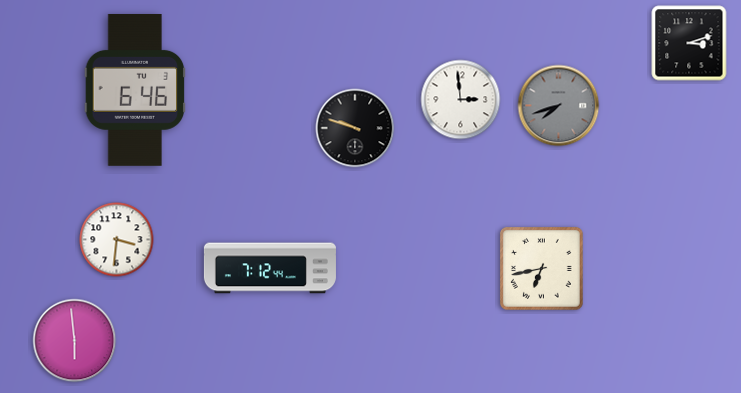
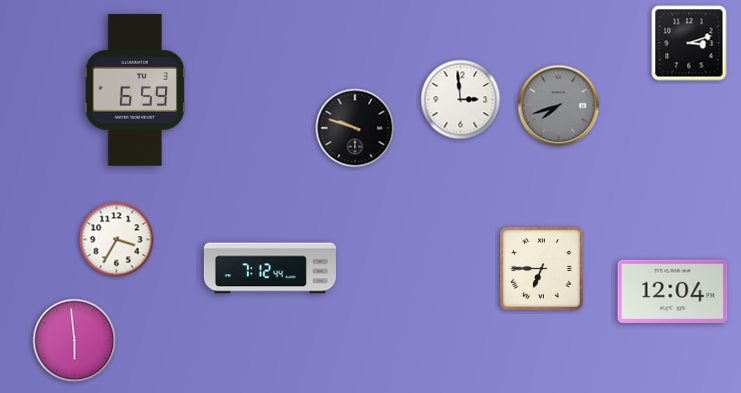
clock at (135, 90): 6:46 -> 6:59
clock at (117, 240): 3:31 -> 3:35
clock at (541, 268): 6:43 -> 6:45
clock at (673, 291): none -> 12:04
